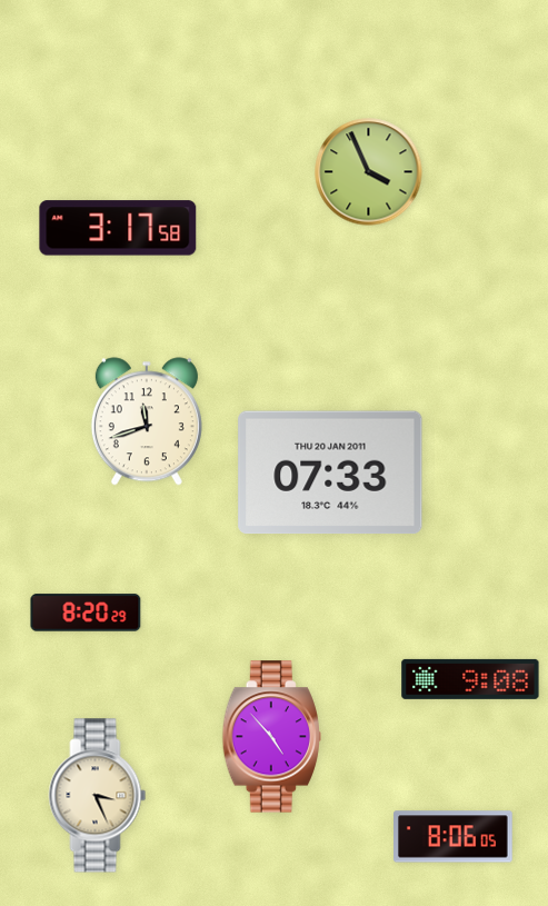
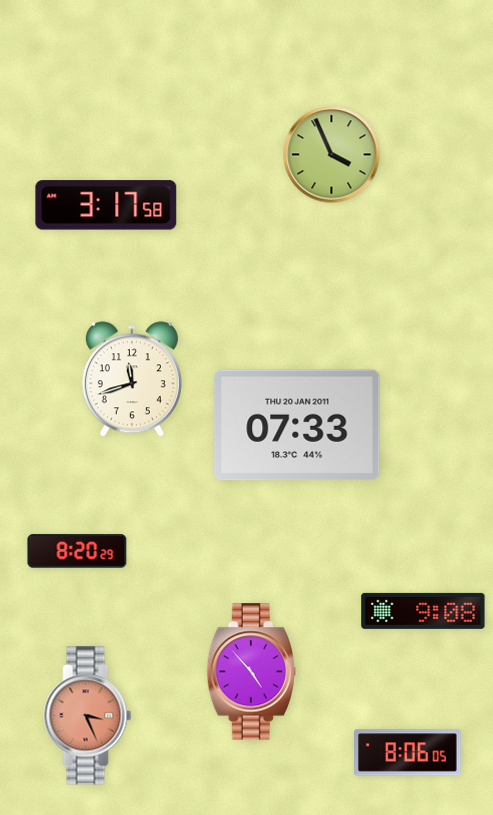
clock at (271, 737) position: (271, 737) -> (251, 672)
clock at (98, 796) dial: cream -> salmon
